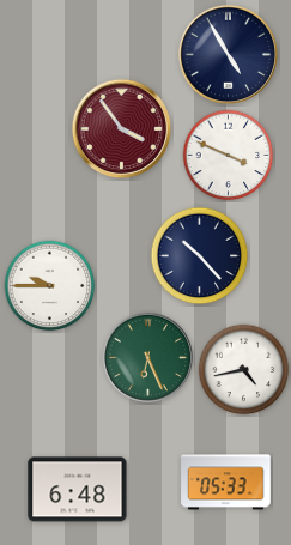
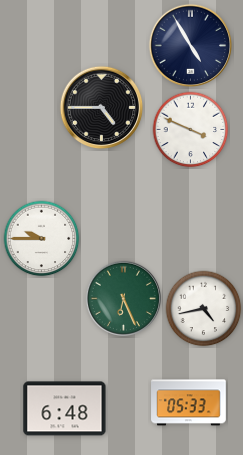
clock at (122, 129): 3:54 -> 4:45
clock at (122, 129) dial: burgundy -> black
clock at (200, 256): 10:23 -> none
